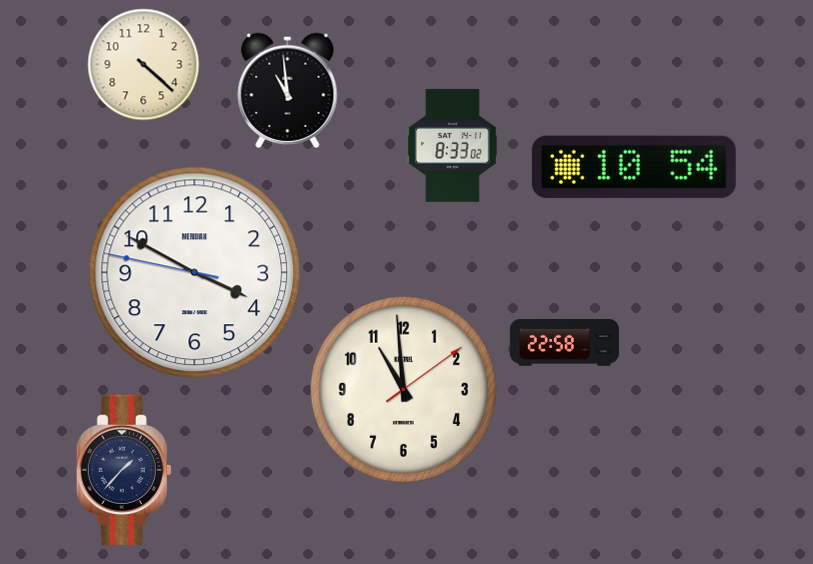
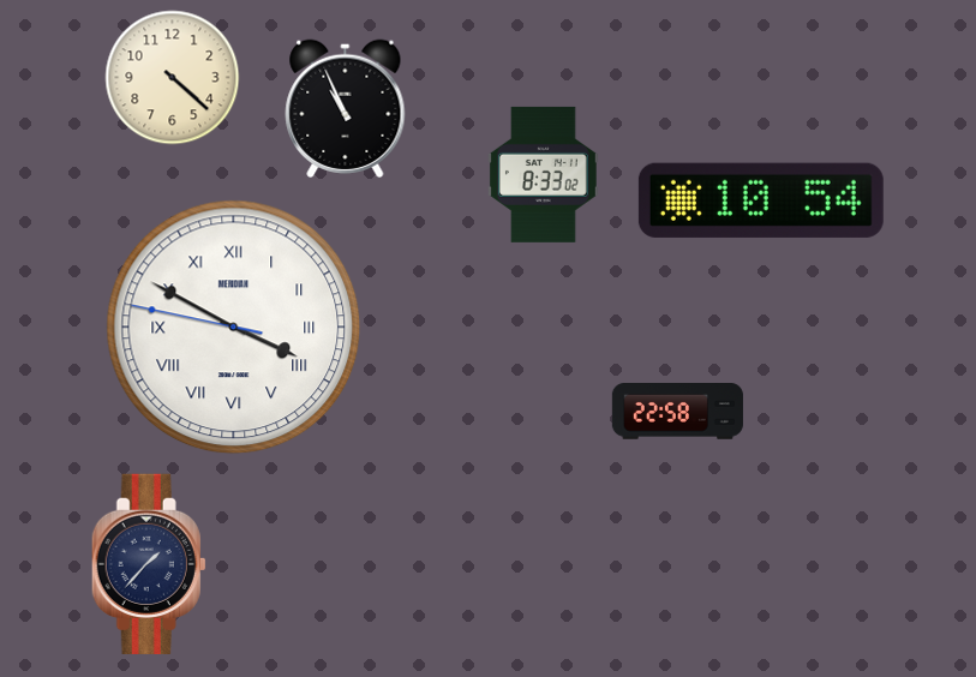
clock at (288, 90): 10:59 -> 10:56
clock at (195, 273) numerals: Arabic -> Roman
clock at (403, 389): 10:59 -> none
